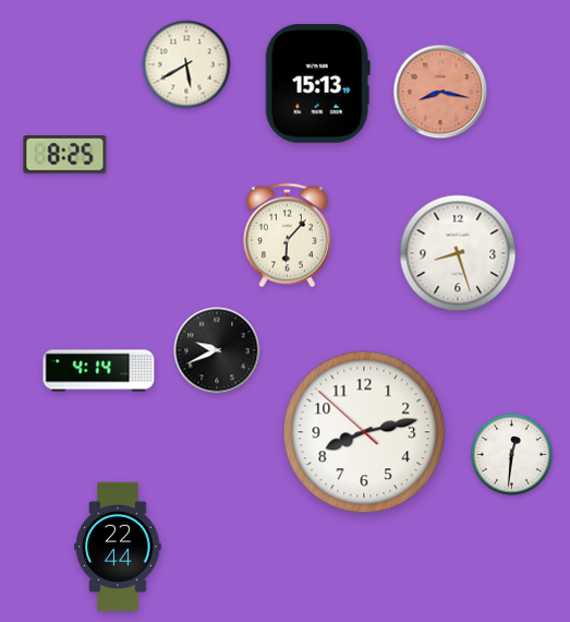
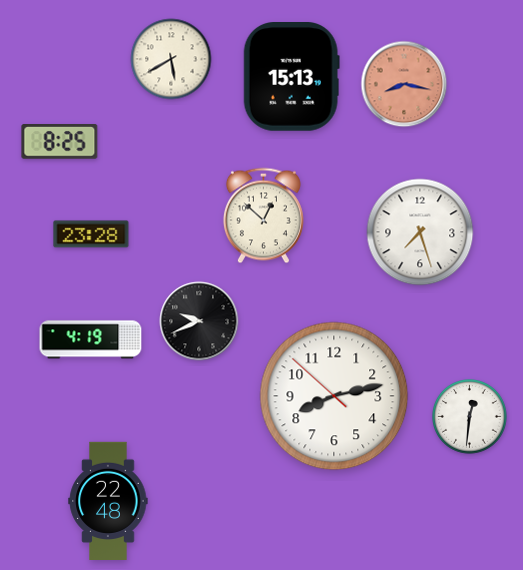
clock at (287, 236): 6:07 -> 12:52
clock at (458, 253): 8:27 -> 7:27
clock at (91, 234): none -> 23:28
clock at (99, 371): 4:14 -> 4:19
clock at (118, 546): 22:44 -> 22:48
